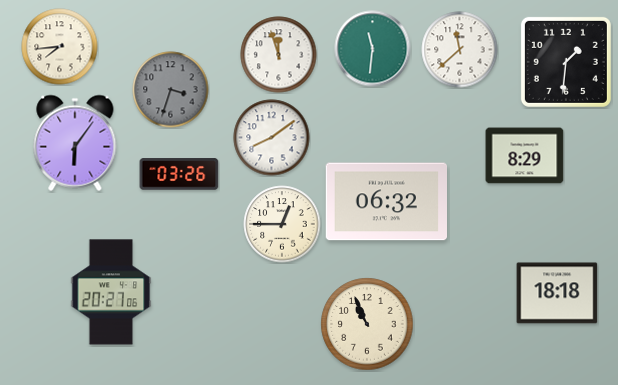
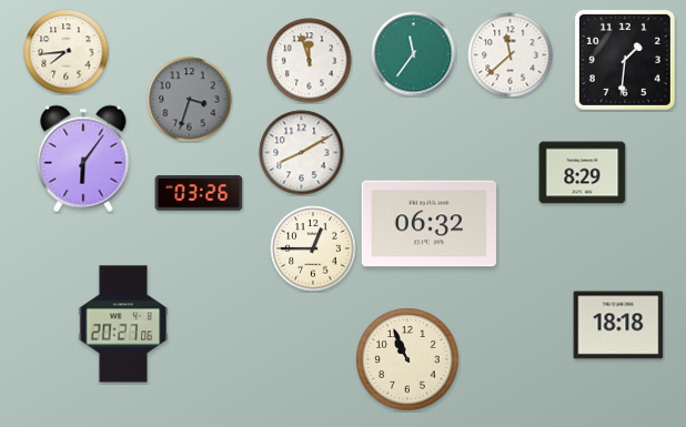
clock at (373, 49): 11:31 -> 11:36
clock at (566, 62) position: (566, 62) -> (625, 60)
clock at (272, 138): 8:09 -> 8:10
